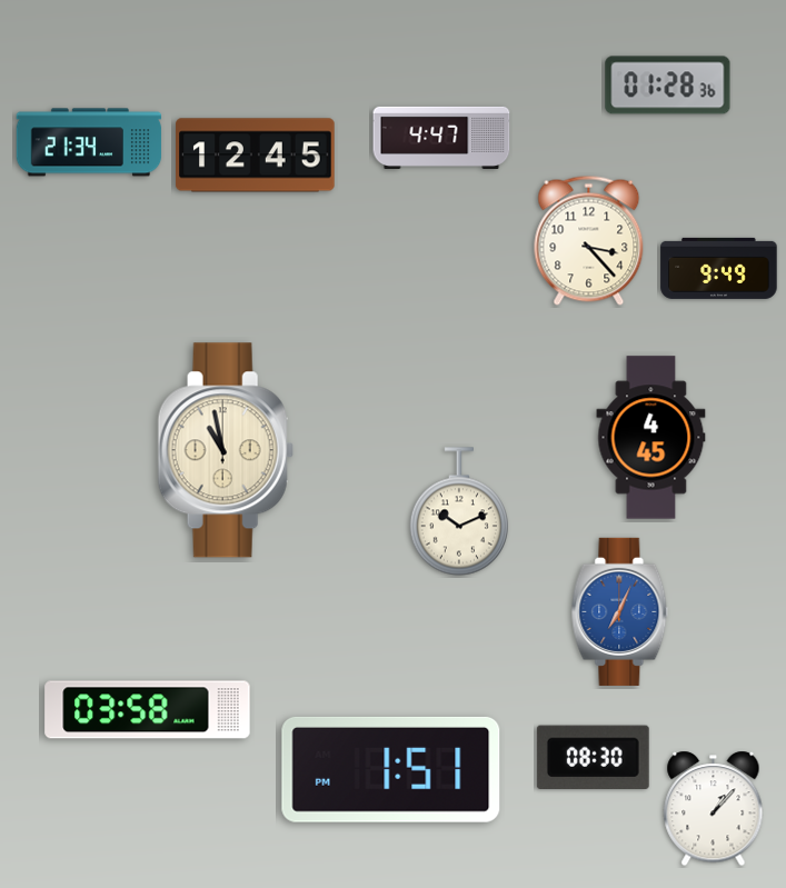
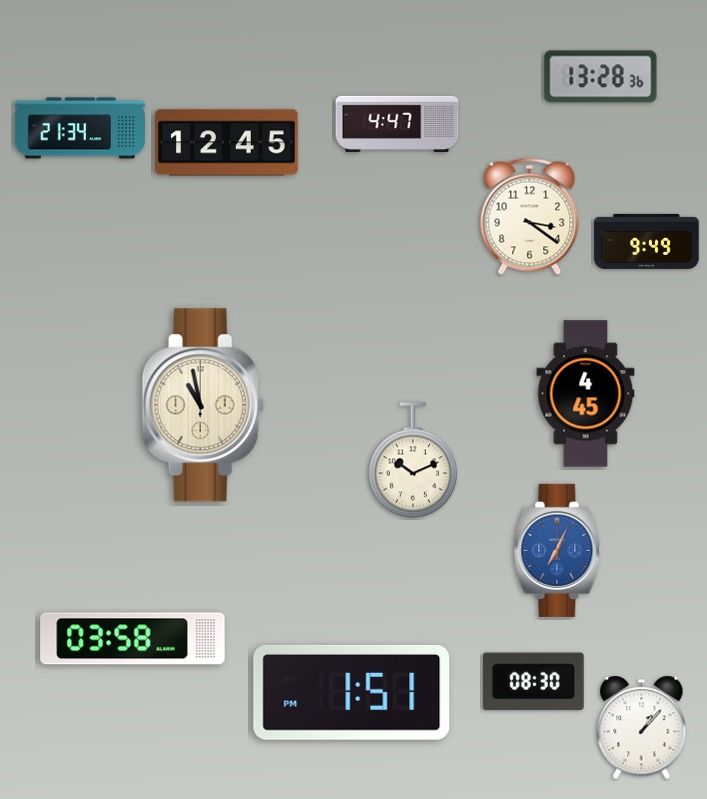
clock at (668, 86): 01:28 -> 13:28
clock at (256, 156) position: (256, 156) -> (227, 143)
clock at (589, 240): 3:23 -> 3:21
